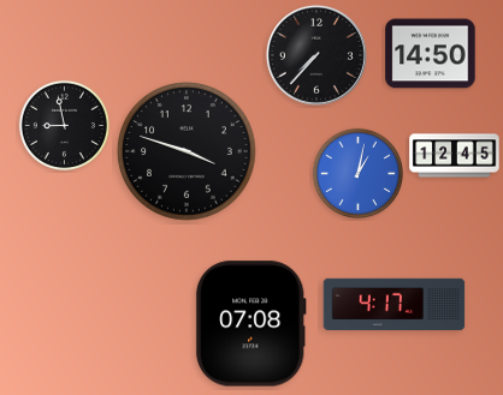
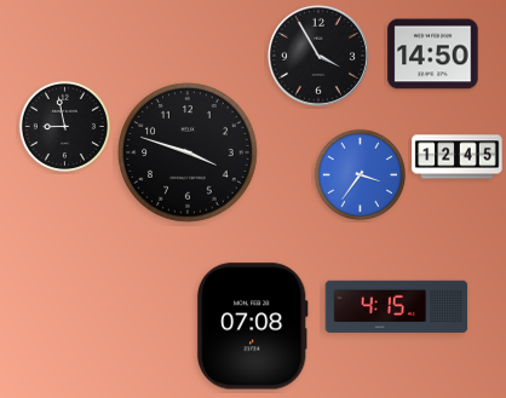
clock at (316, 55): 7:37 -> 3:55
clock at (357, 173): 1:02 -> 3:36
clock at (395, 304): 4:17 -> 4:15
